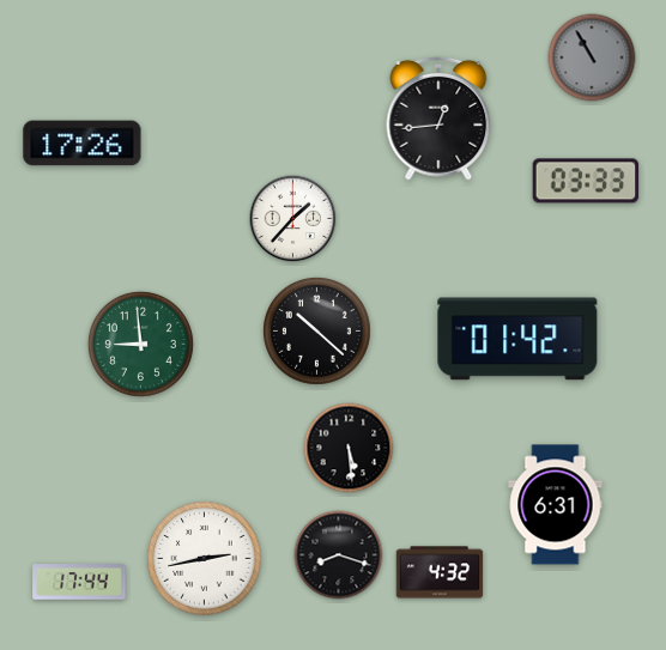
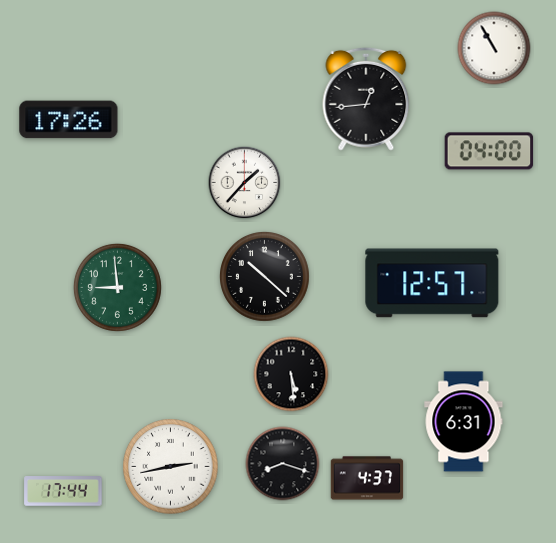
clock at (592, 57) dial: grey -> white
clock at (586, 181): 03:33 -> 04:00
clock at (517, 339): 01:42 -> 12:57
clock at (440, 572): 4:32 -> 4:37
clock at (79, 582) position: (79, 582) -> (63, 491)
